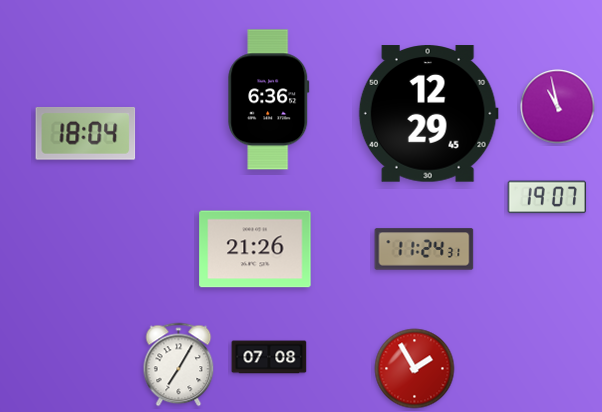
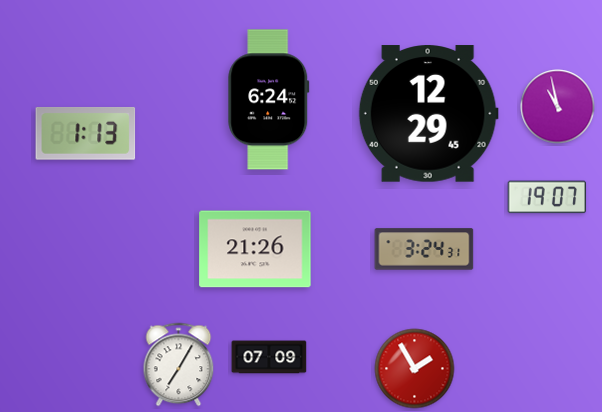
clock at (269, 100): 6:36 -> 6:24
clock at (86, 133): 18:04 -> 1:13
clock at (424, 249): 11:24 -> 3:24
clock at (269, 357): 07:08 -> 07:09
